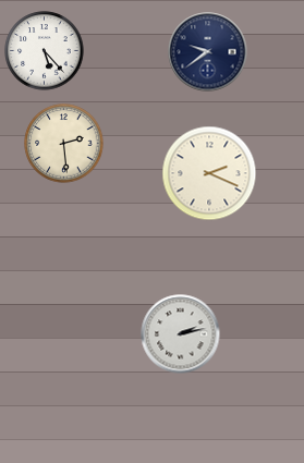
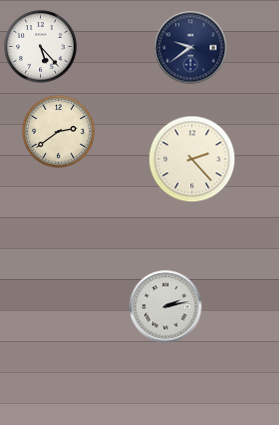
clock at (64, 144): 2:29 -> 2:39
clock at (209, 173): 2:19 -> 2:23
